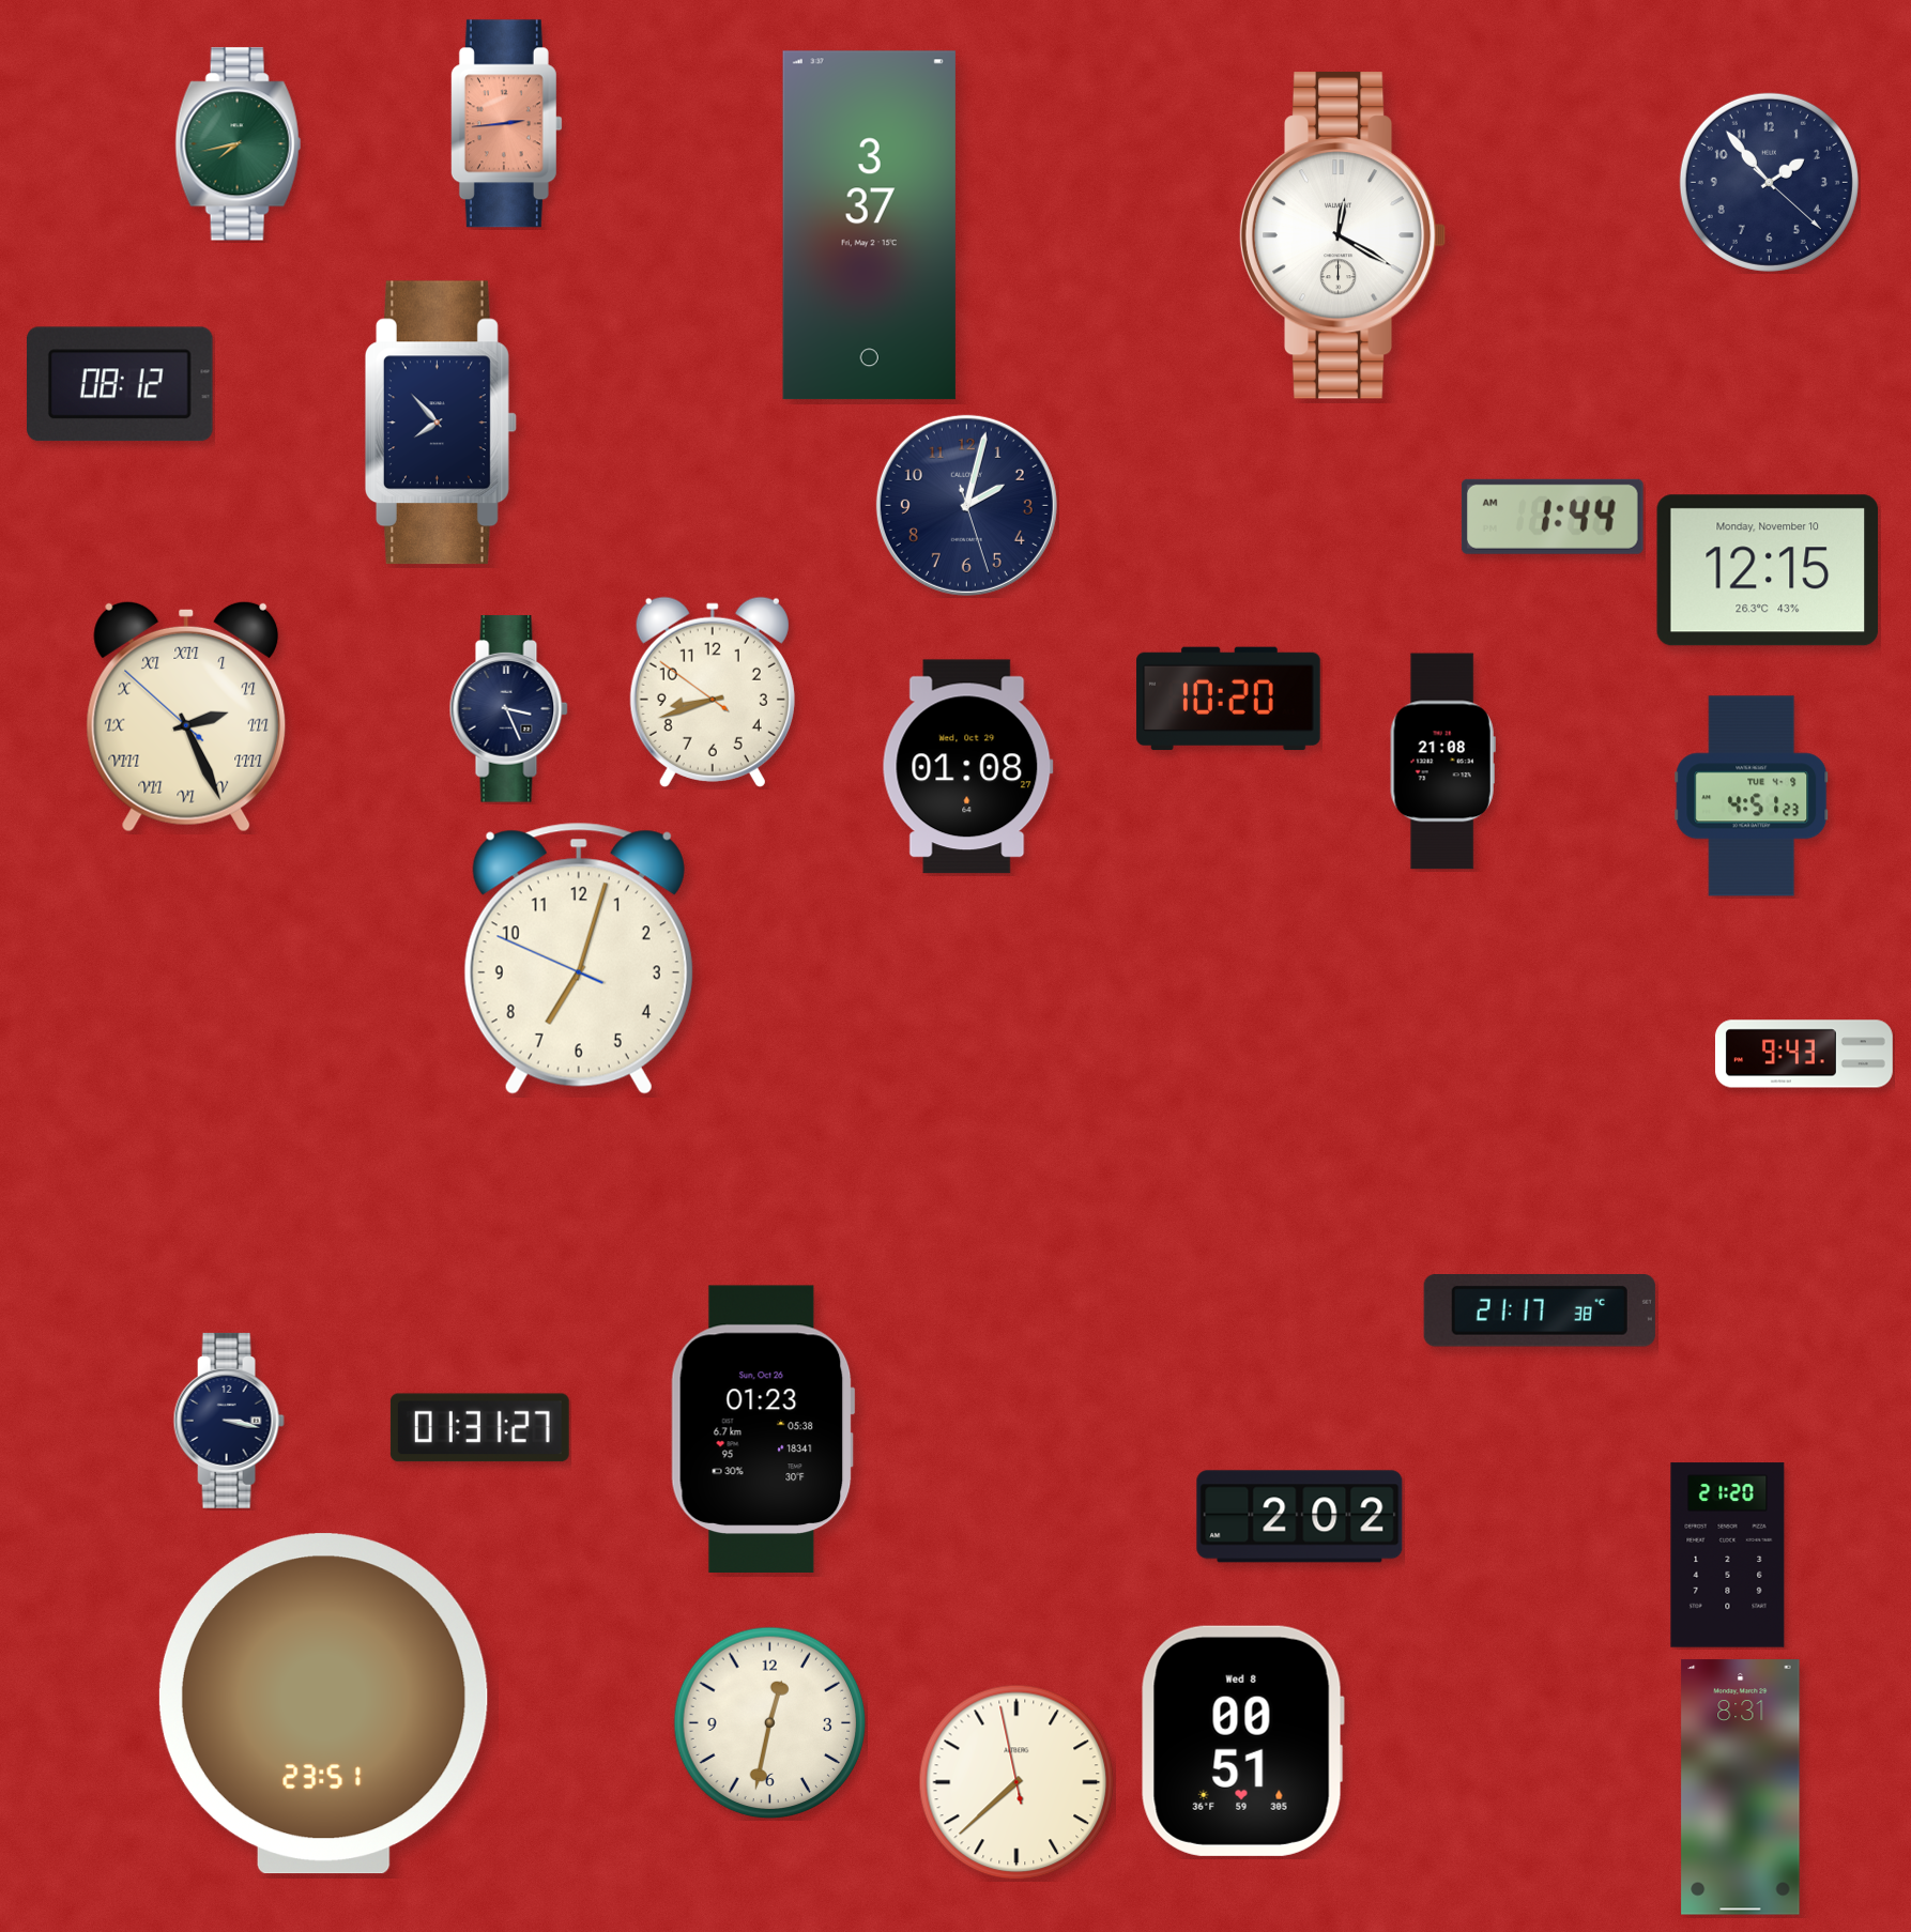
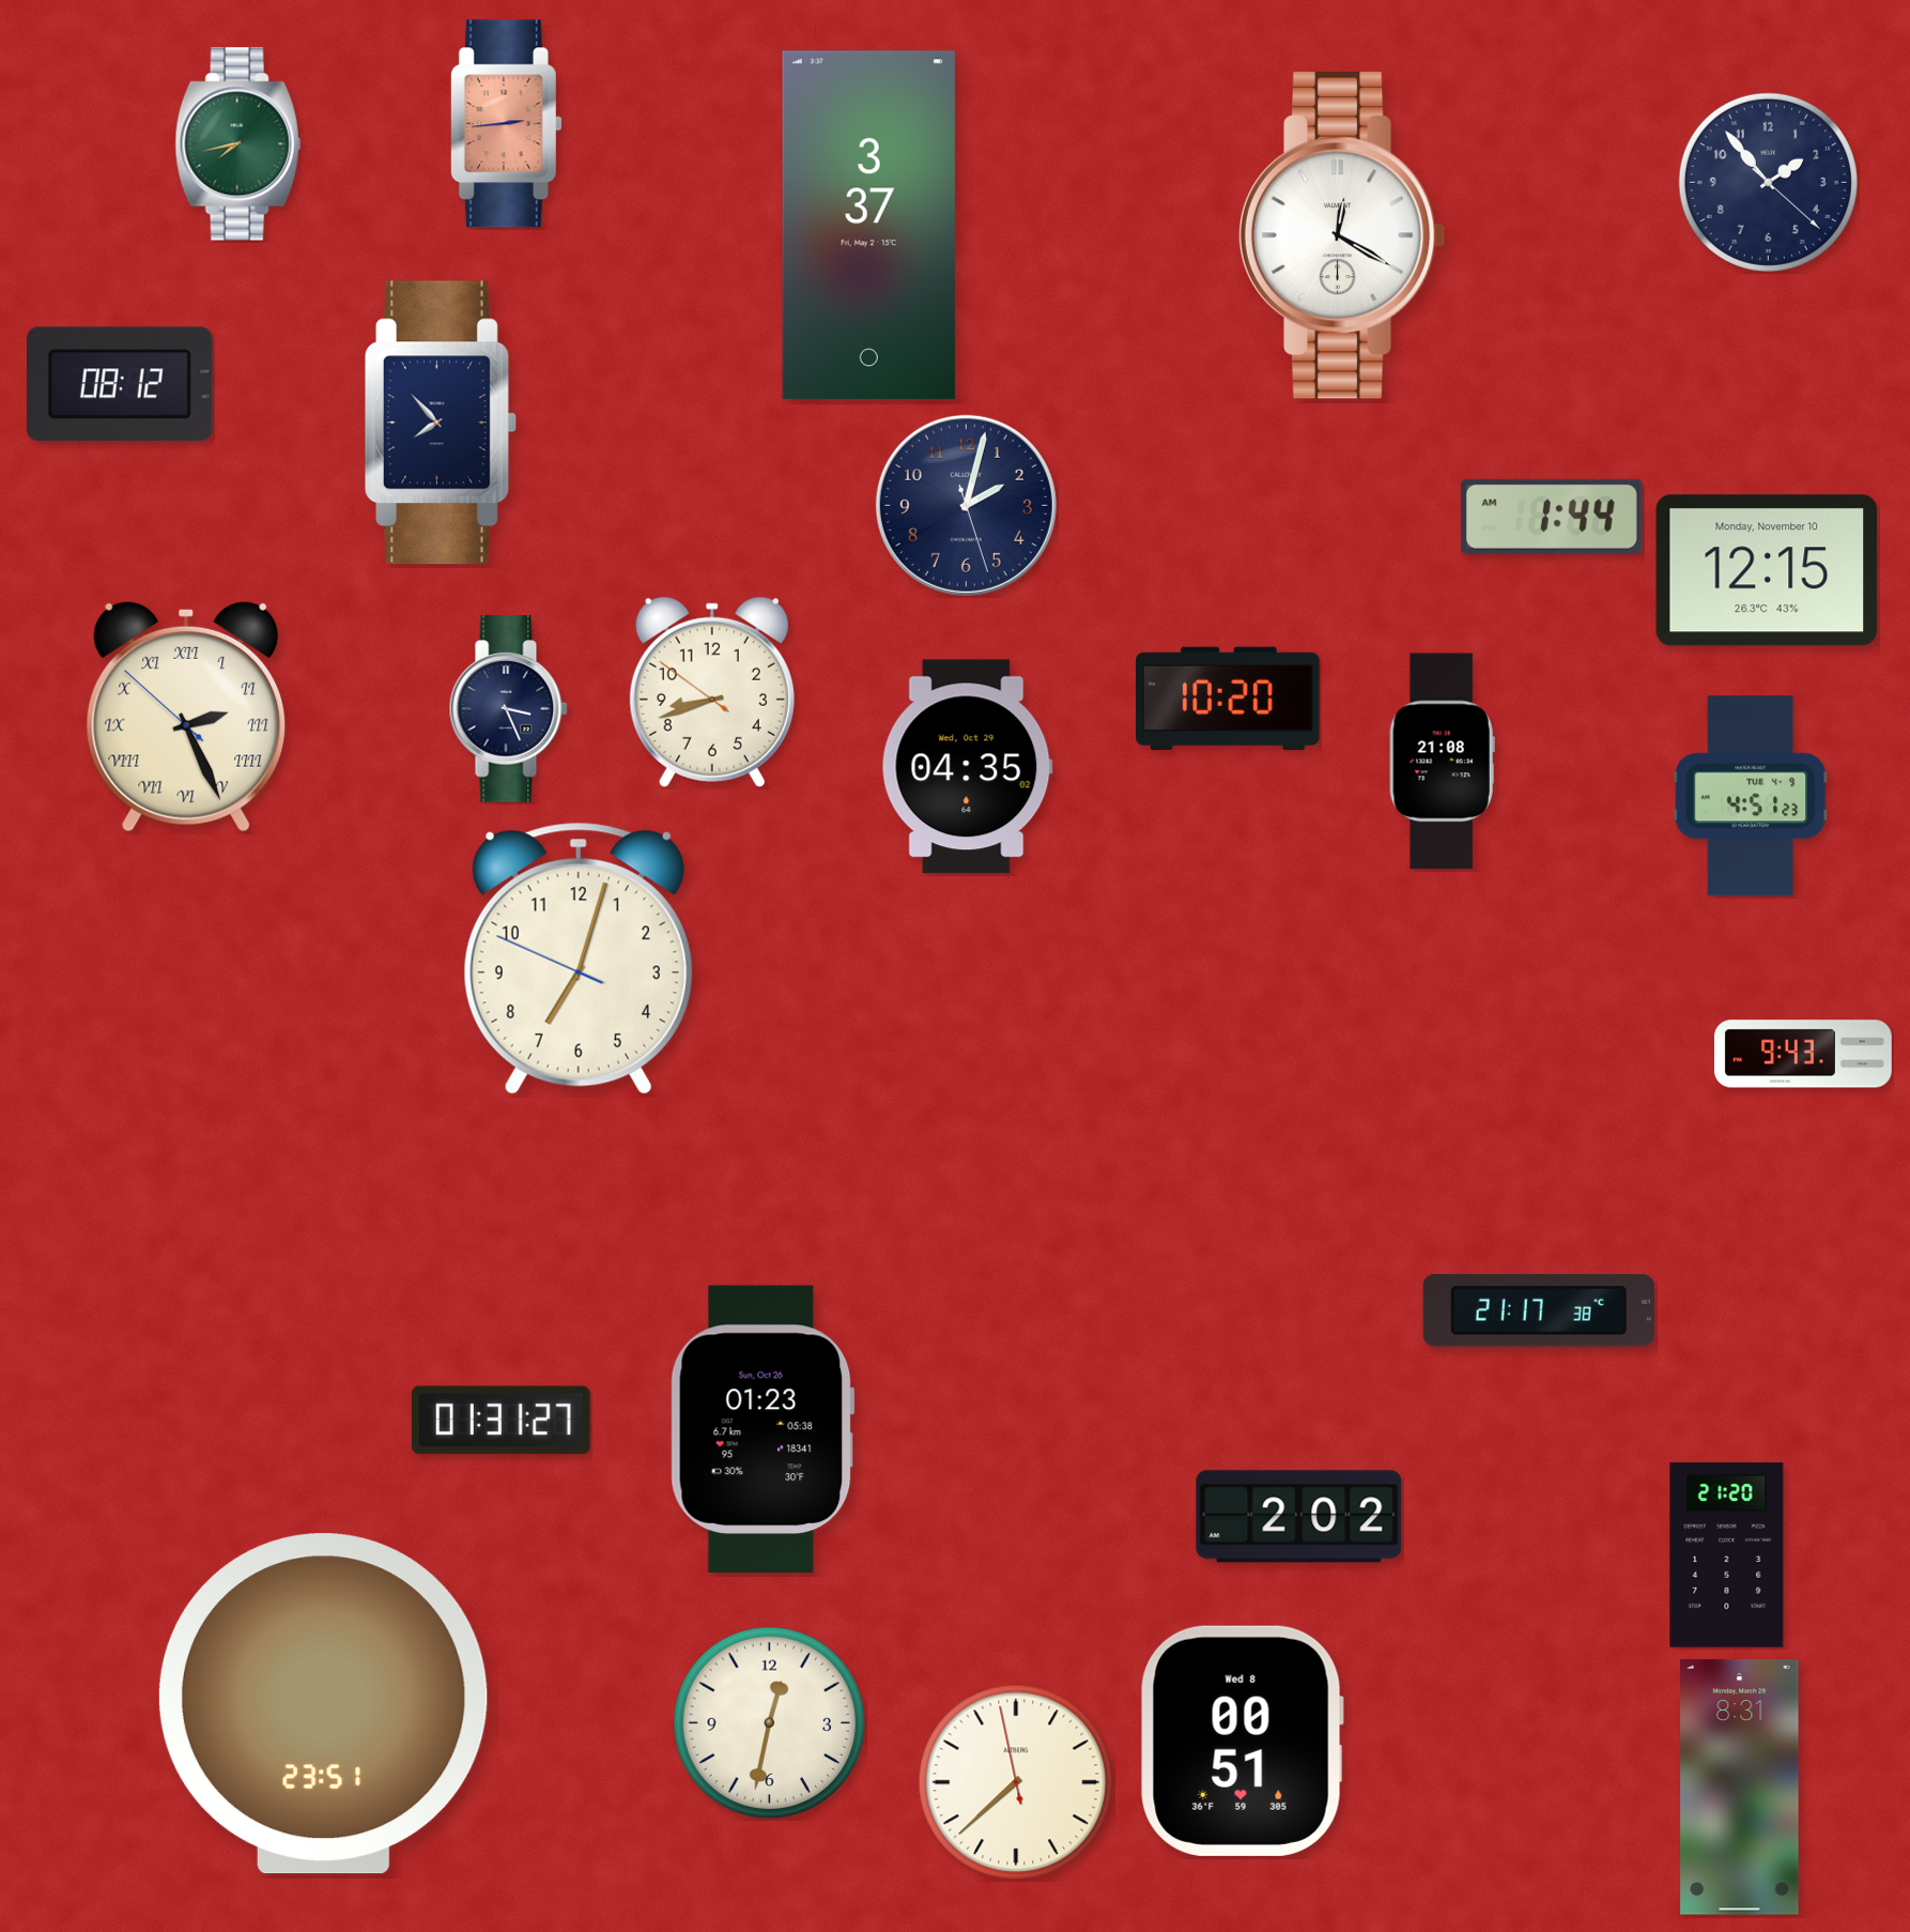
clock at (967, 767): 01:08 -> 04:35
clock at (229, 1421): 3:17 -> none
clock at (479, 1428) position: (479, 1428) -> (500, 1421)
